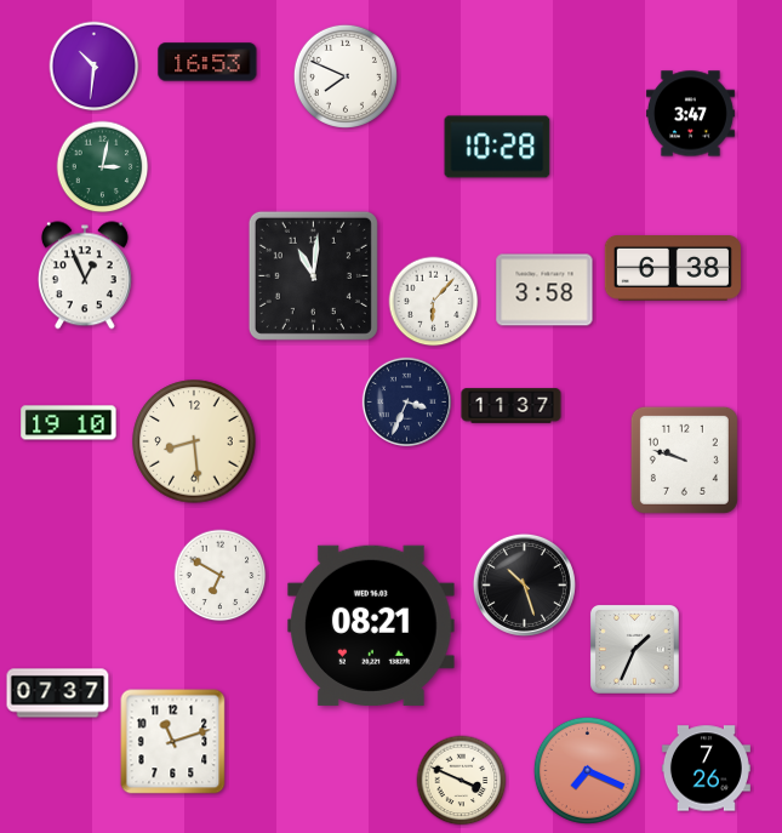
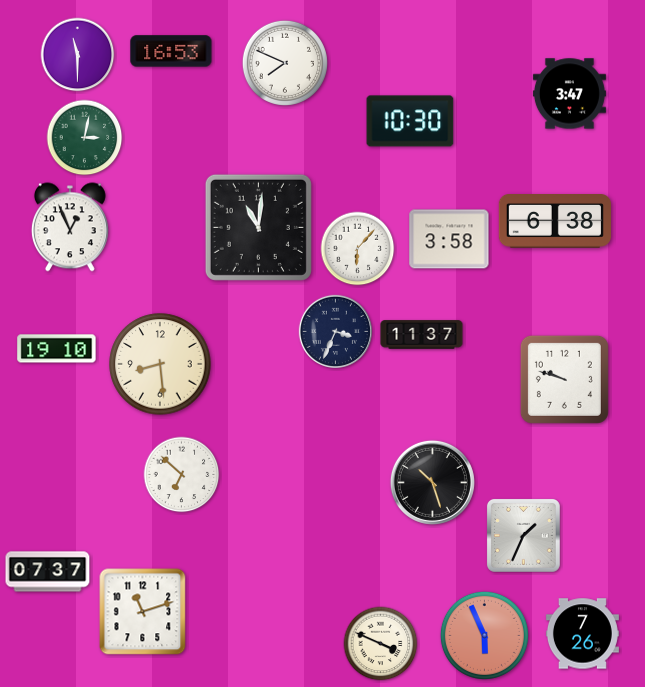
clock at (95, 67): 10:31 -> 11:30
clock at (497, 147): 10:28 -> 10:30
clock at (221, 576): 6:50 -> 6:52
clock at (371, 626): 08:21 -> none
clock at (587, 770): 7:19 -> 5:56
